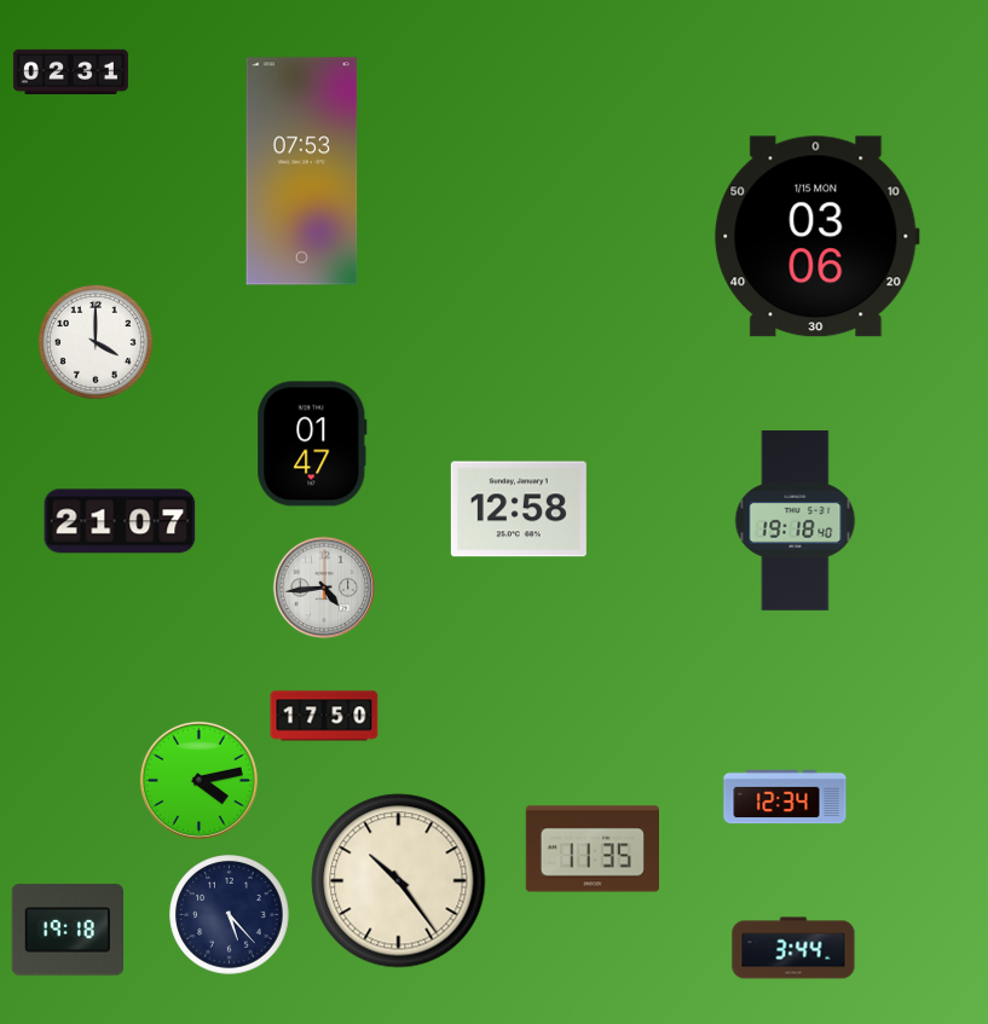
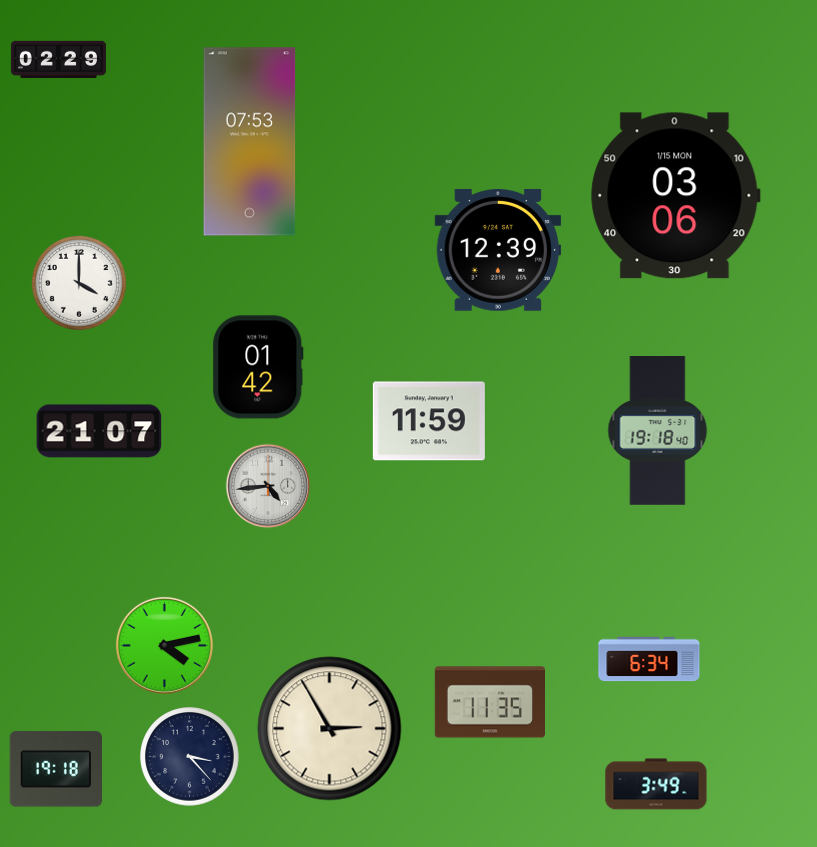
clock at (70, 71): 02:31 -> 02:29
clock at (498, 251): none -> 12:39
clock at (312, 444): 01:47 -> 01:42
clock at (519, 509): 12:58 -> 11:59
clock at (324, 716): 17:50 -> none
clock at (785, 797): 12:34 -> 6:34
clock at (399, 881): 10:24 -> 2:55
clock at (230, 915): 5:23 -> 3:23
clock at (793, 948): 3:44 -> 3:49
